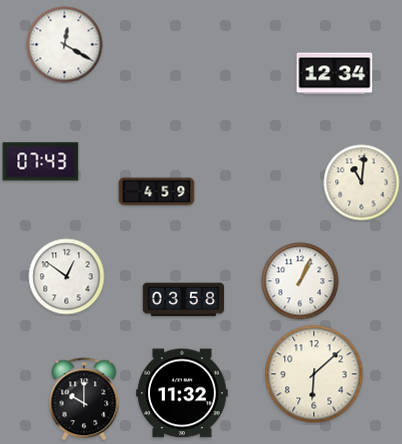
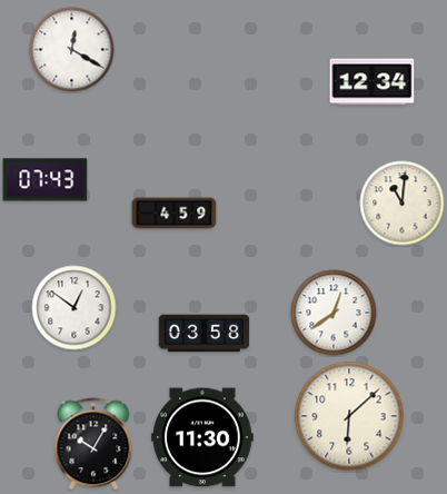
clock at (300, 281): 1:04 -> 12:39
clock at (182, 393): 11:32 -> 11:30
clock at (84, 399): 10:00 -> 10:05
